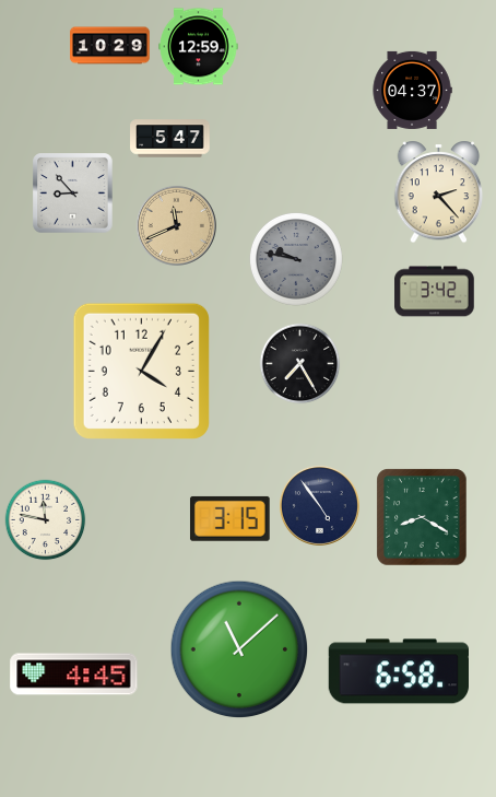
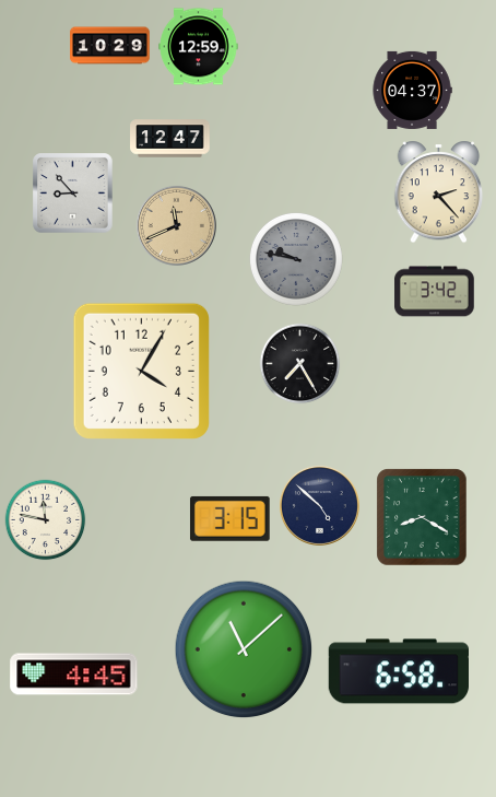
clock at (170, 139): 5:47 -> 12:47
clock at (319, 505): 4:54 -> 4:52
clock at (239, 649) position: (239, 649) -> (244, 649)
